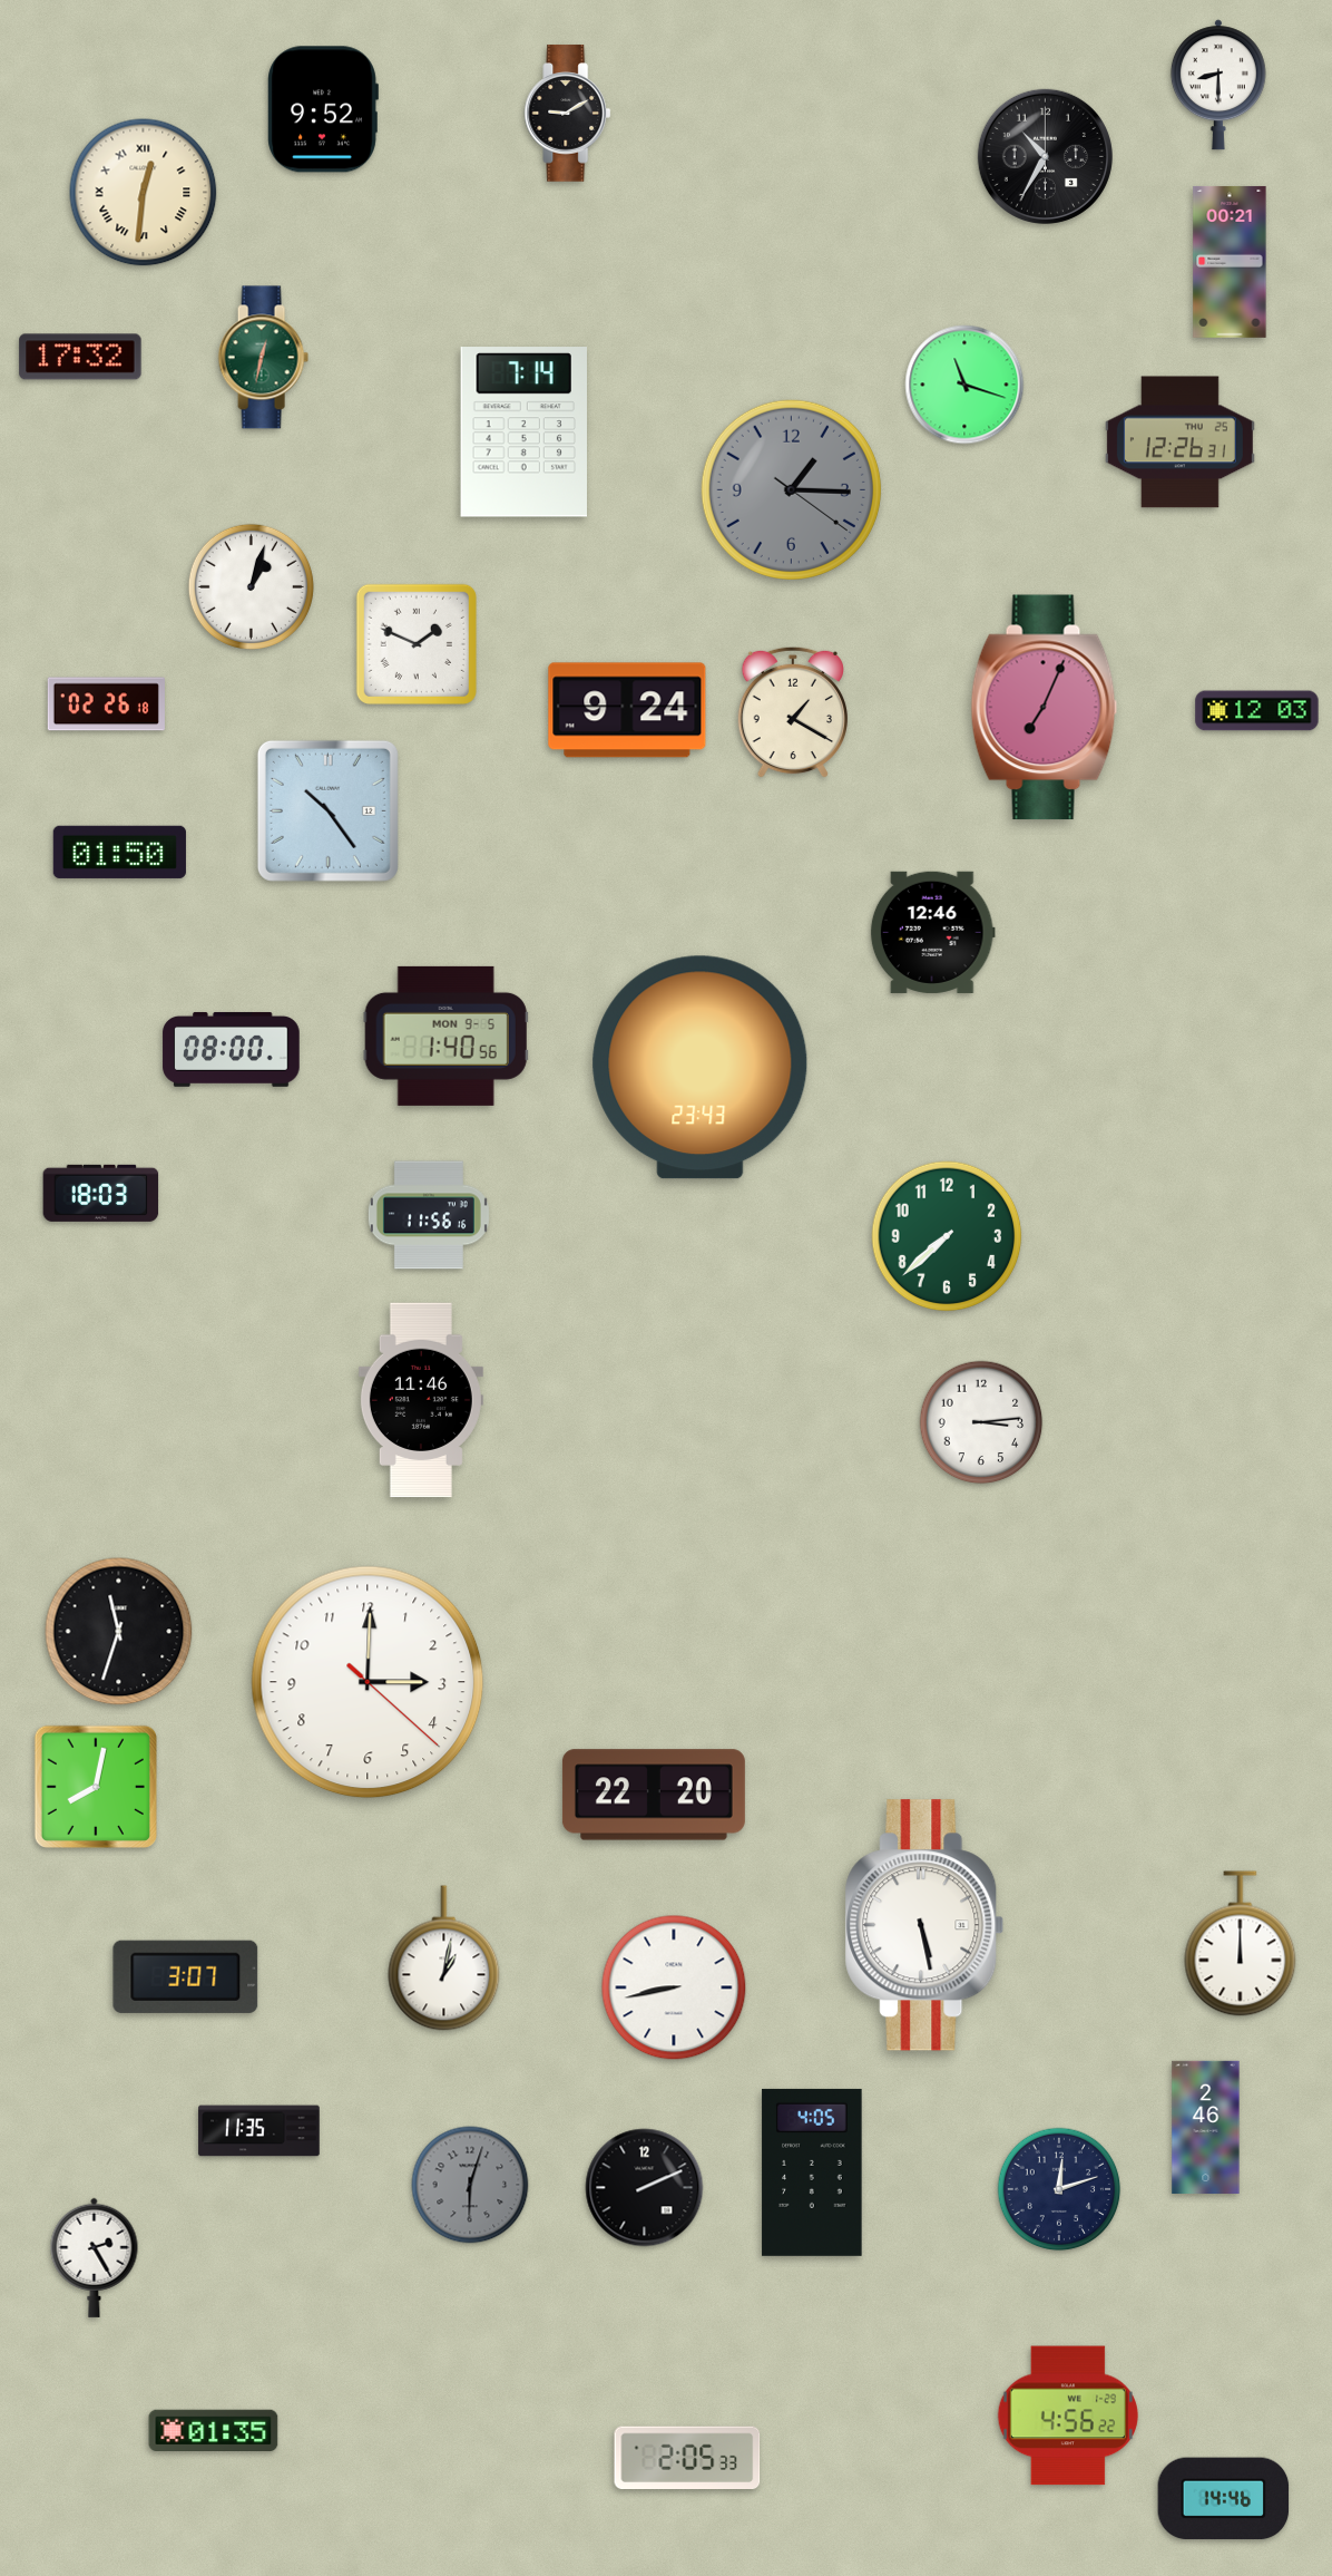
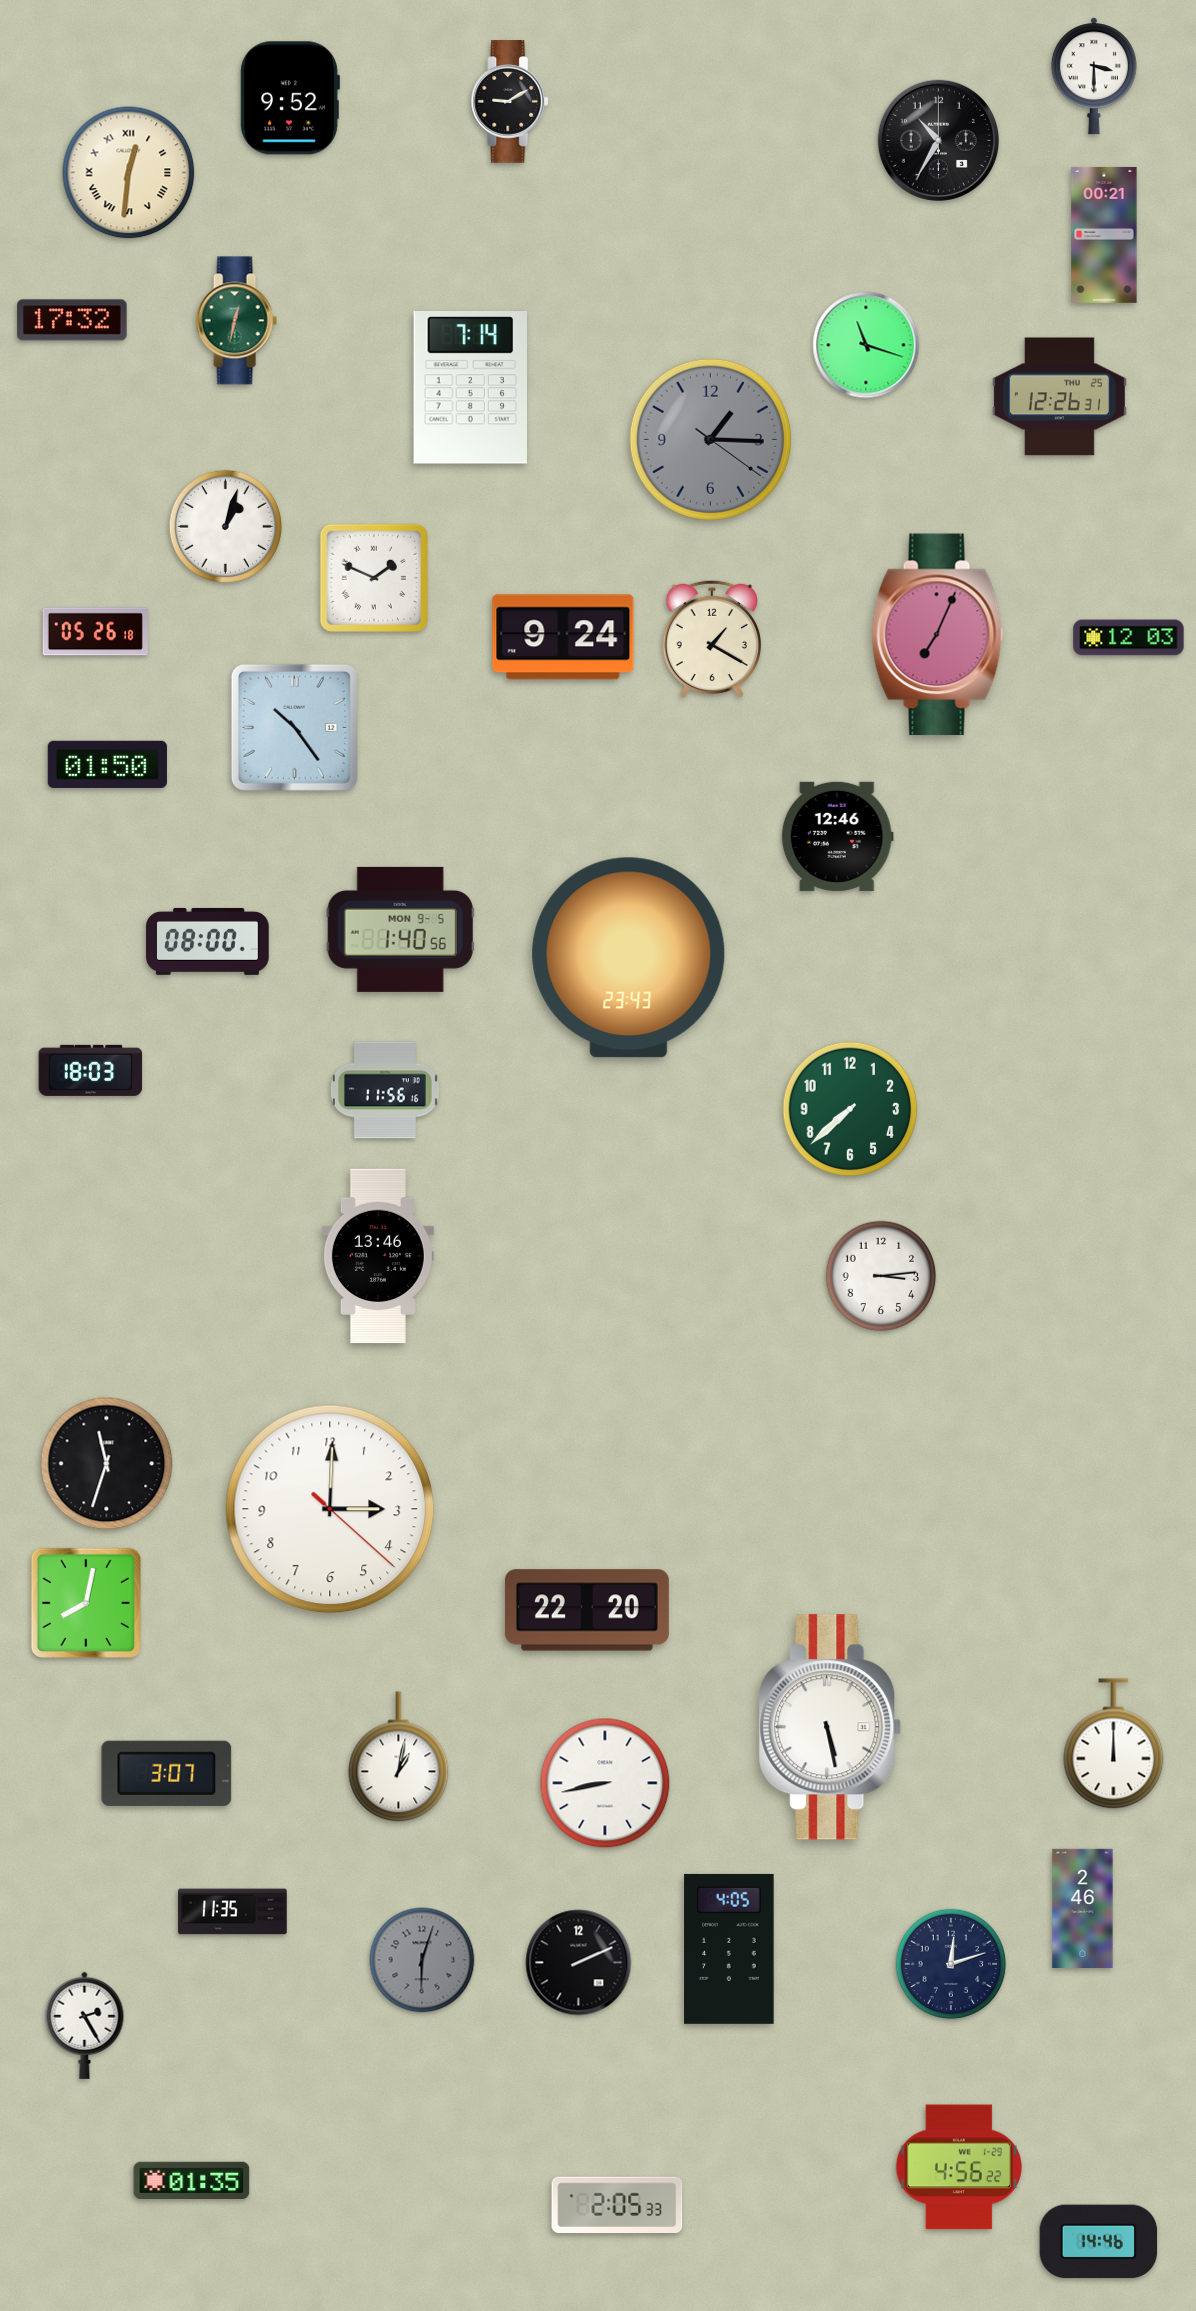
clock at (1218, 85): 8:30 -> 3:30
clock at (106, 704): 02:26 -> 05:26
clock at (421, 1400): 11:46 -> 13:46
